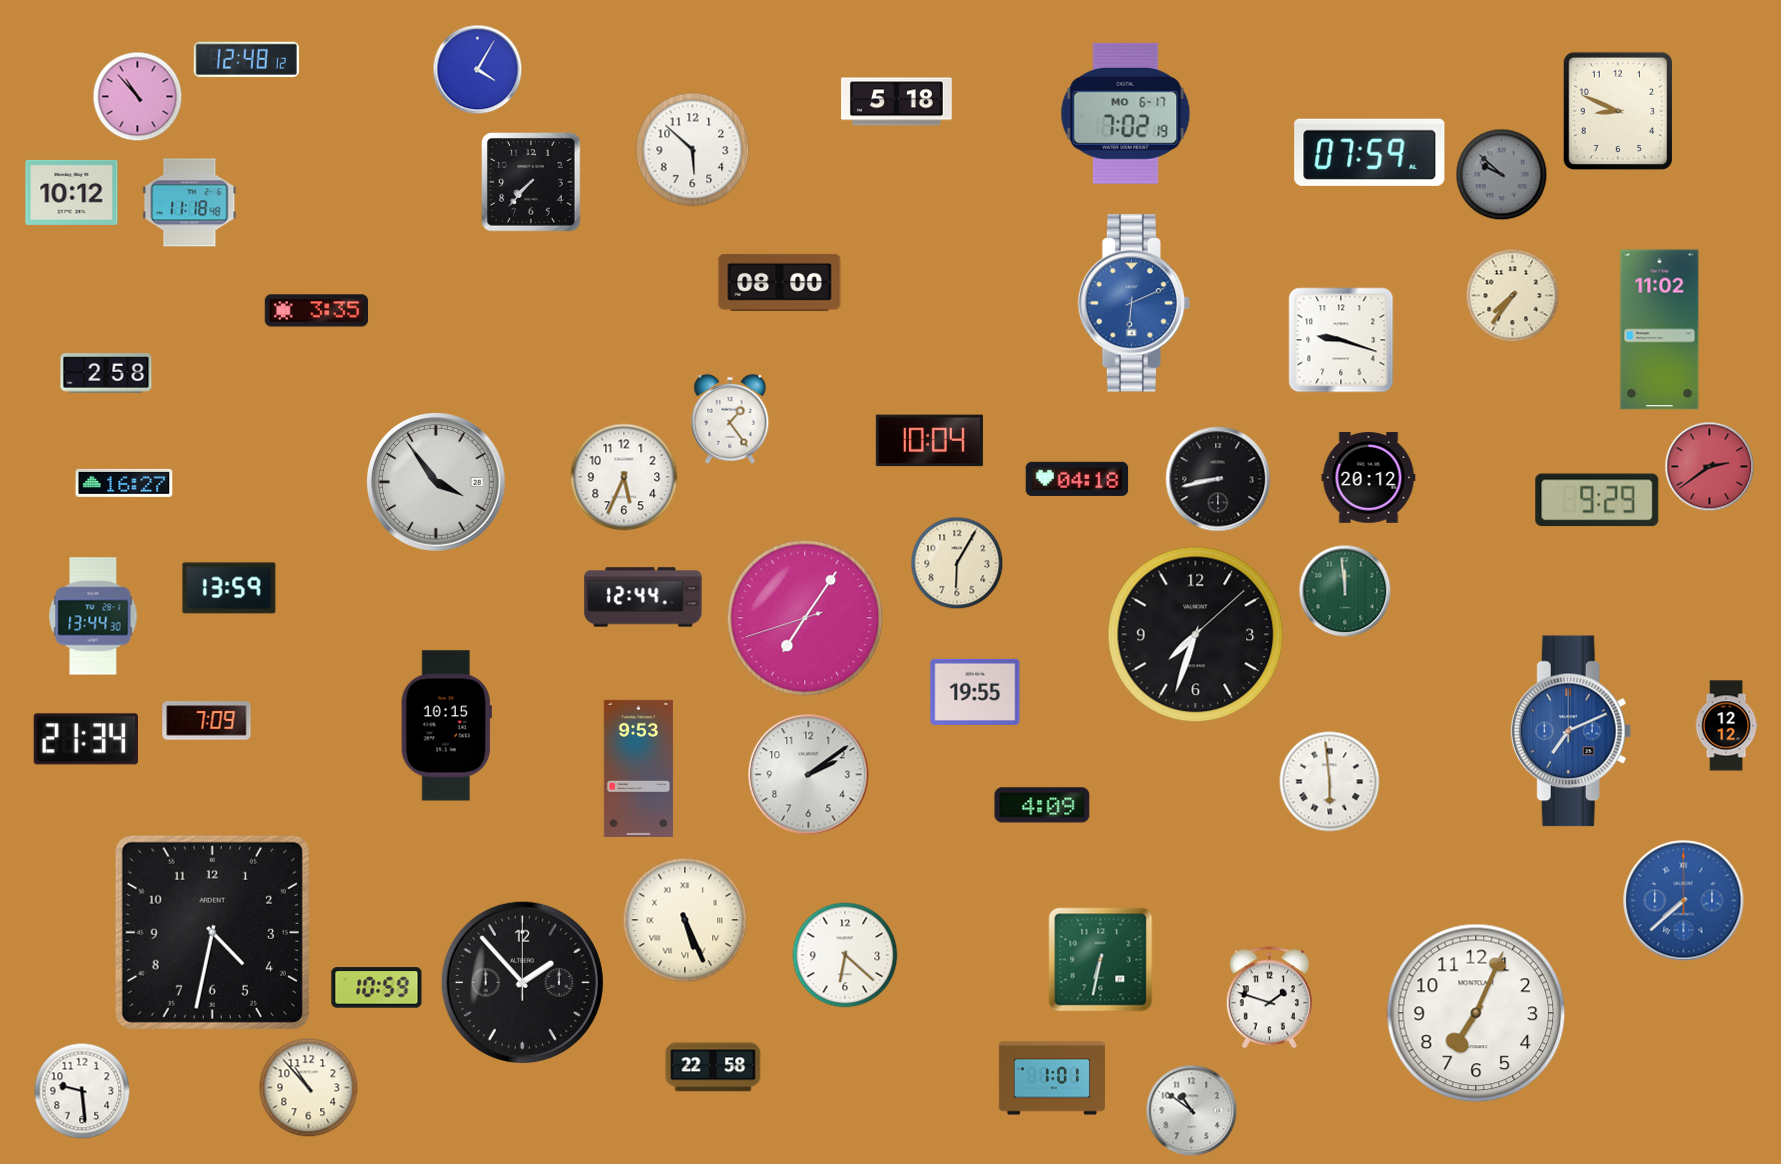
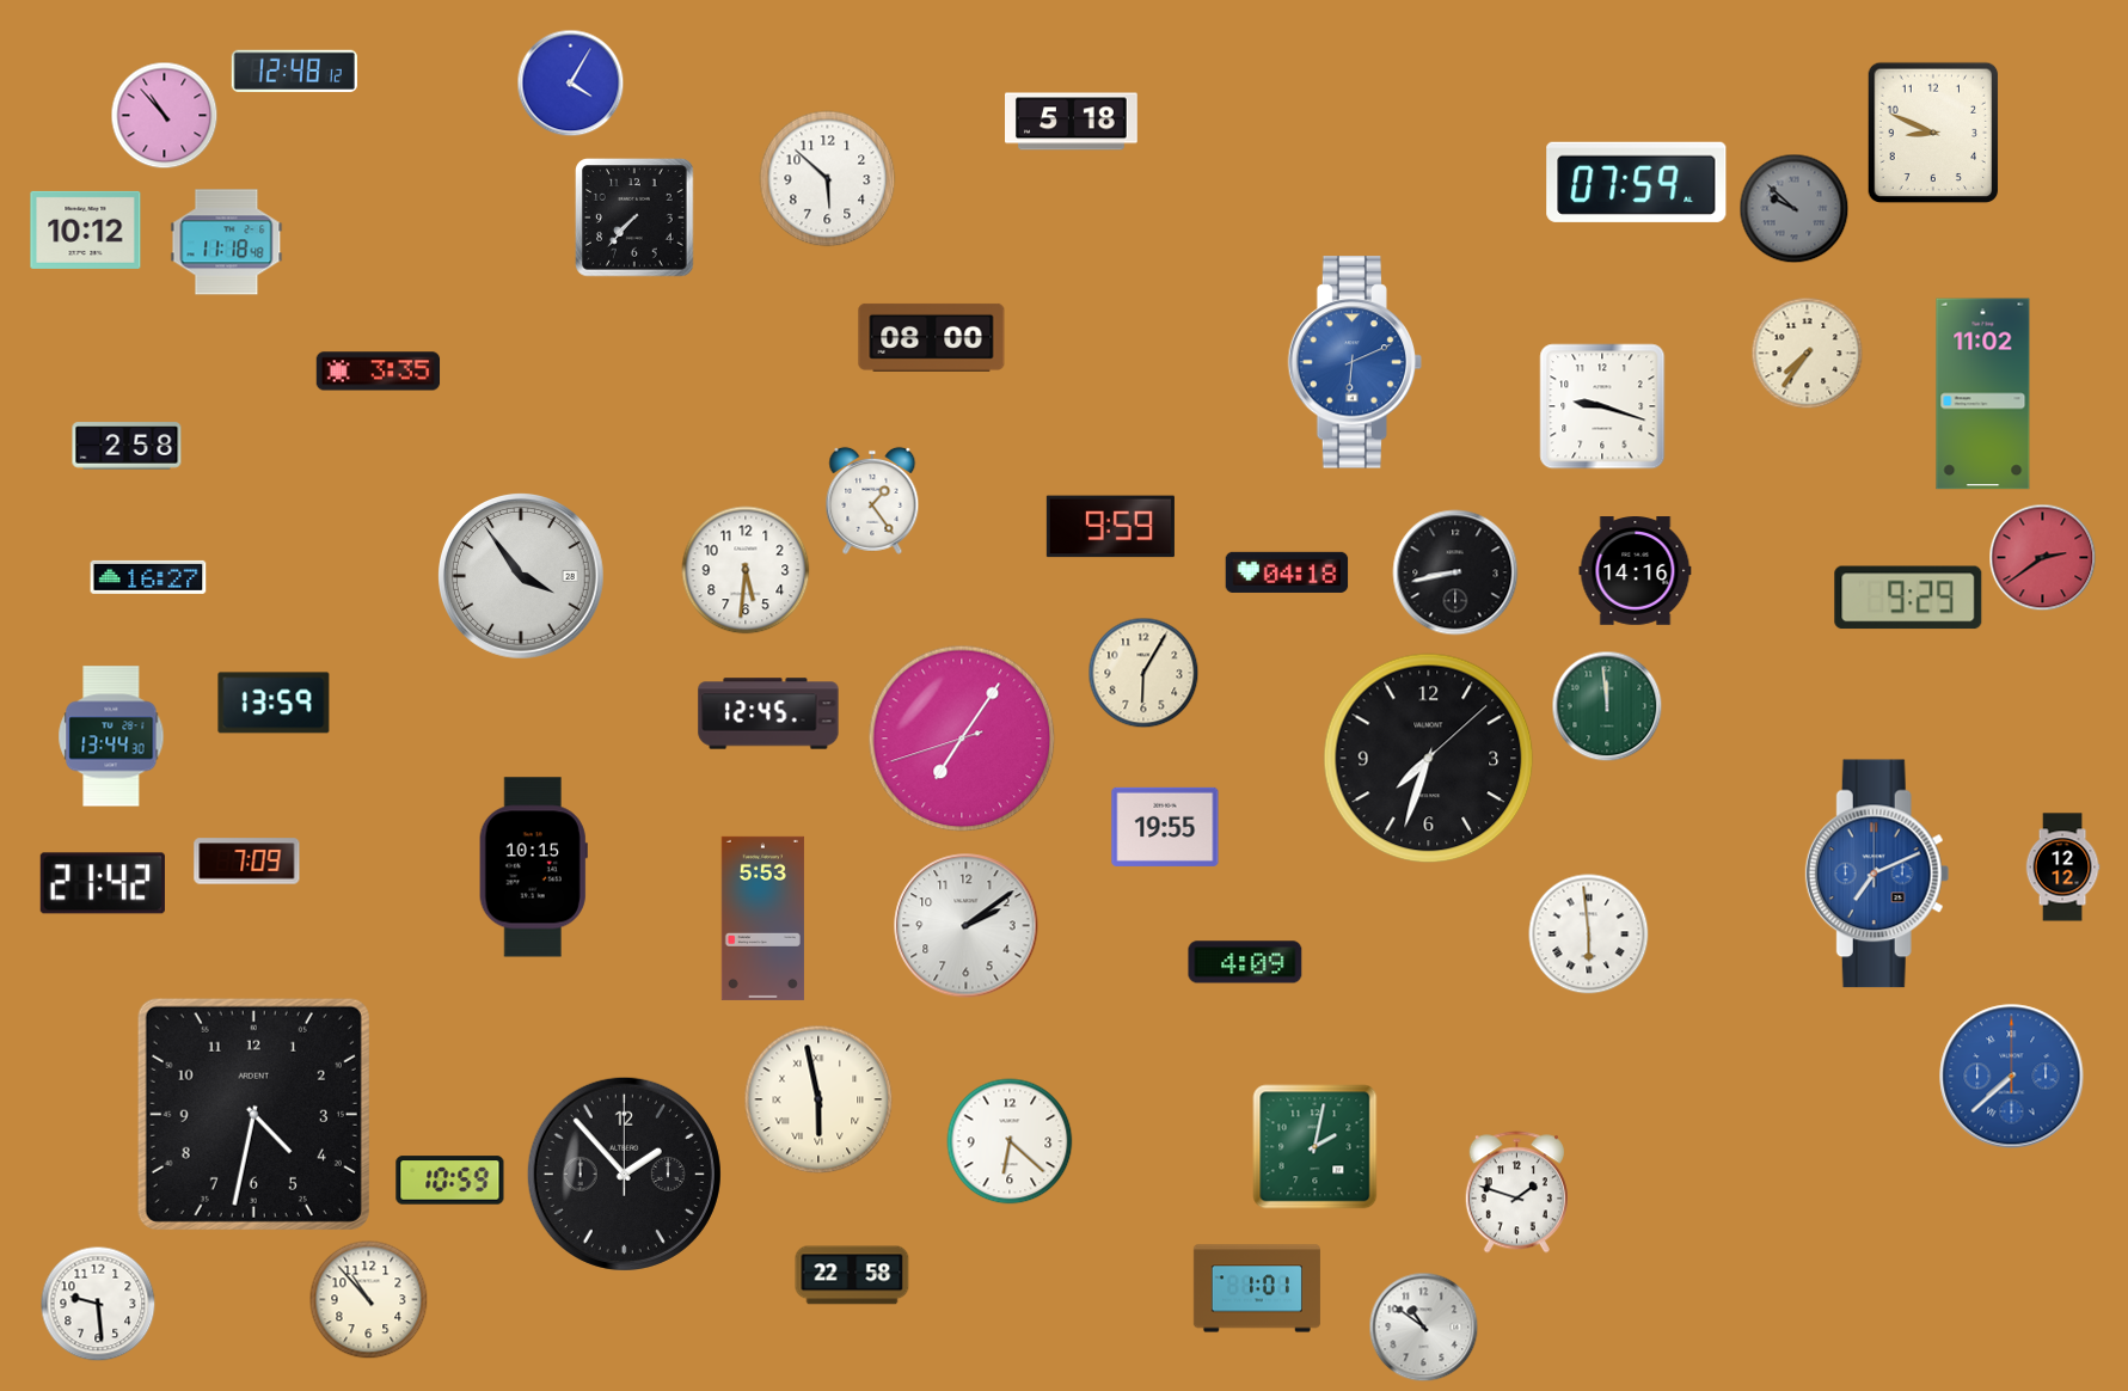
clock at (1126, 113): 7:02 -> none
clock at (929, 441): 10:04 -> 9:59
clock at (624, 477): 5:34 -> 5:31
clock at (1369, 478): 20:12 -> 14:16
clock at (643, 597): 12:44 -> 12:45
clock at (86, 739): 21:34 -> 21:42
clock at (638, 768): 9:53 -> 5:53
clock at (685, 920): 5:26 -> 5:58
clock at (1101, 960): 6:32 -> 2:02
clock at (1476, 1013): 7:04 -> none
